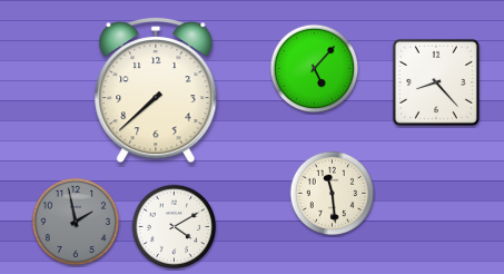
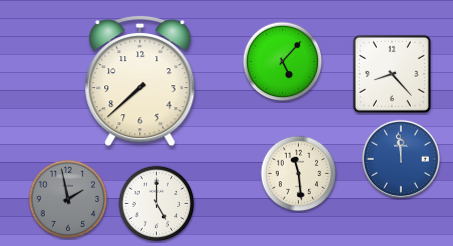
clock at (401, 159): none -> 11:59
clock at (175, 227): 4:10 -> 5:00
